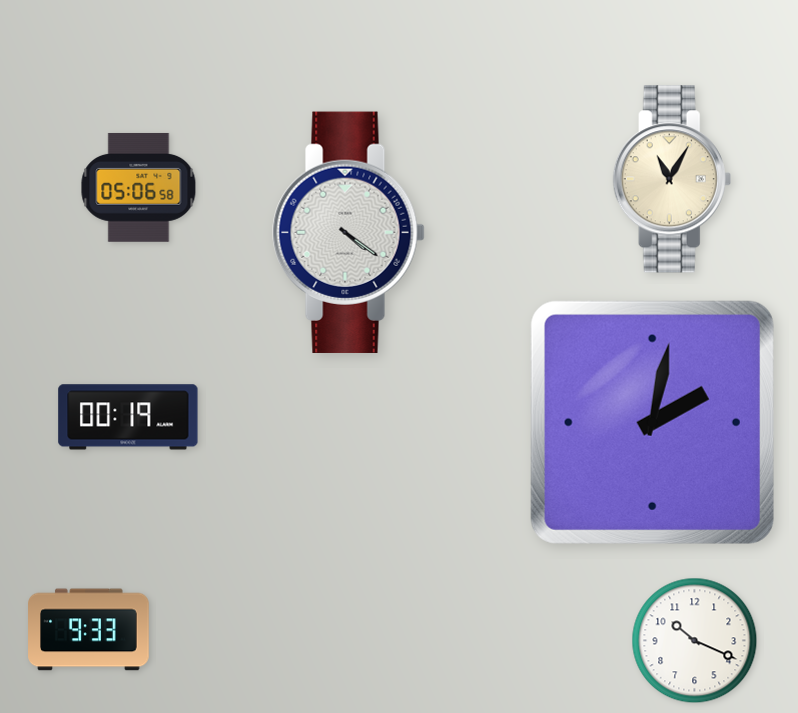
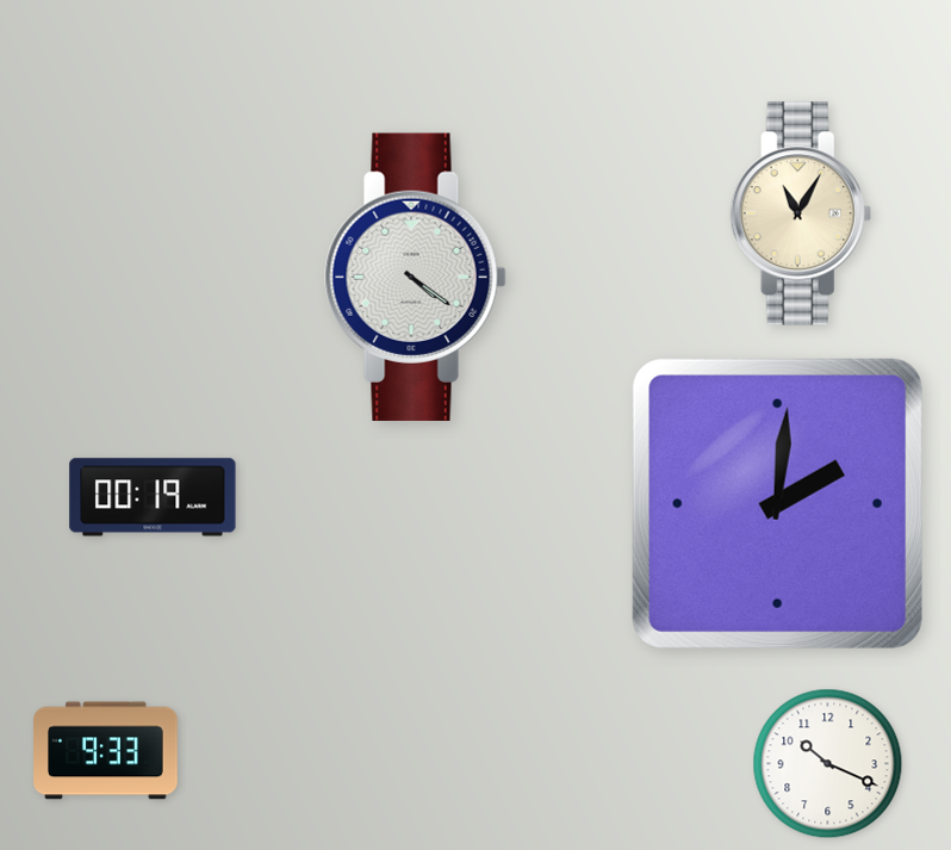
clock at (139, 187): 05:06 -> none
clock at (652, 422): 2:02 -> 2:01
